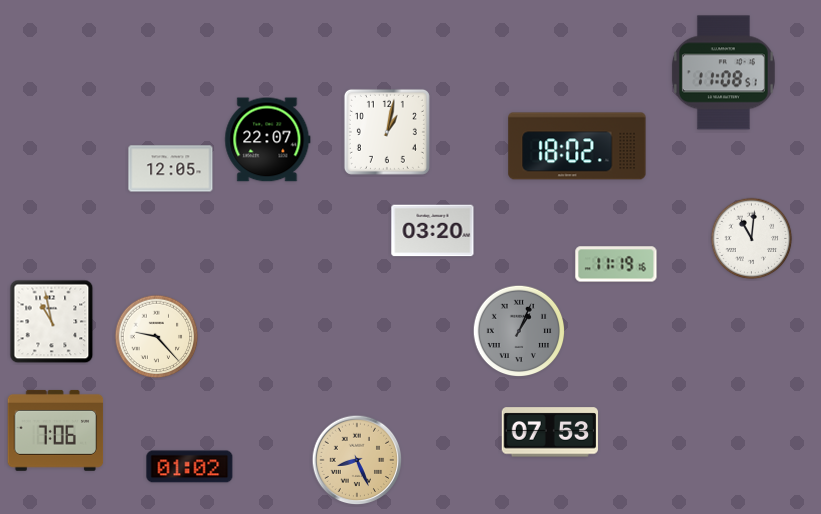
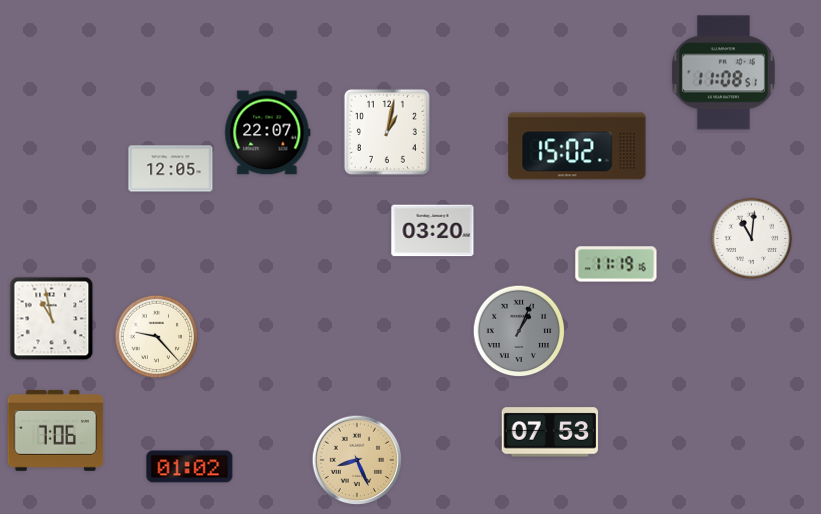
clock at (268, 140) position: (268, 140) -> (268, 133)
clock at (577, 146): 18:02 -> 15:02
clock at (52, 322) position: (52, 322) -> (52, 319)
